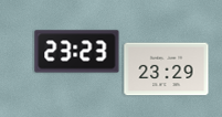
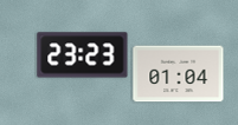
clock at (167, 70): 23:29 -> 01:04
